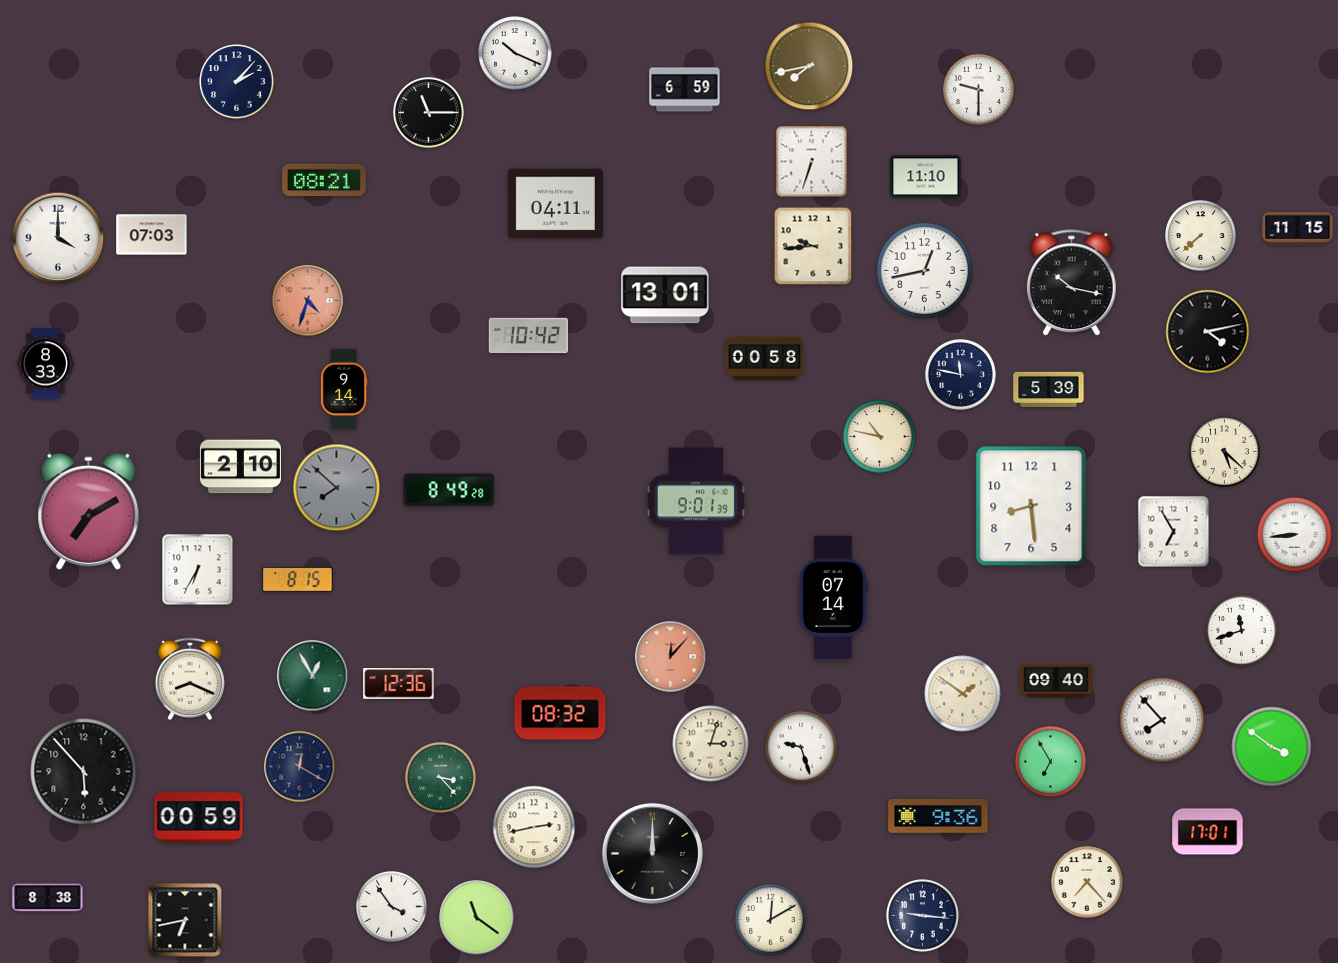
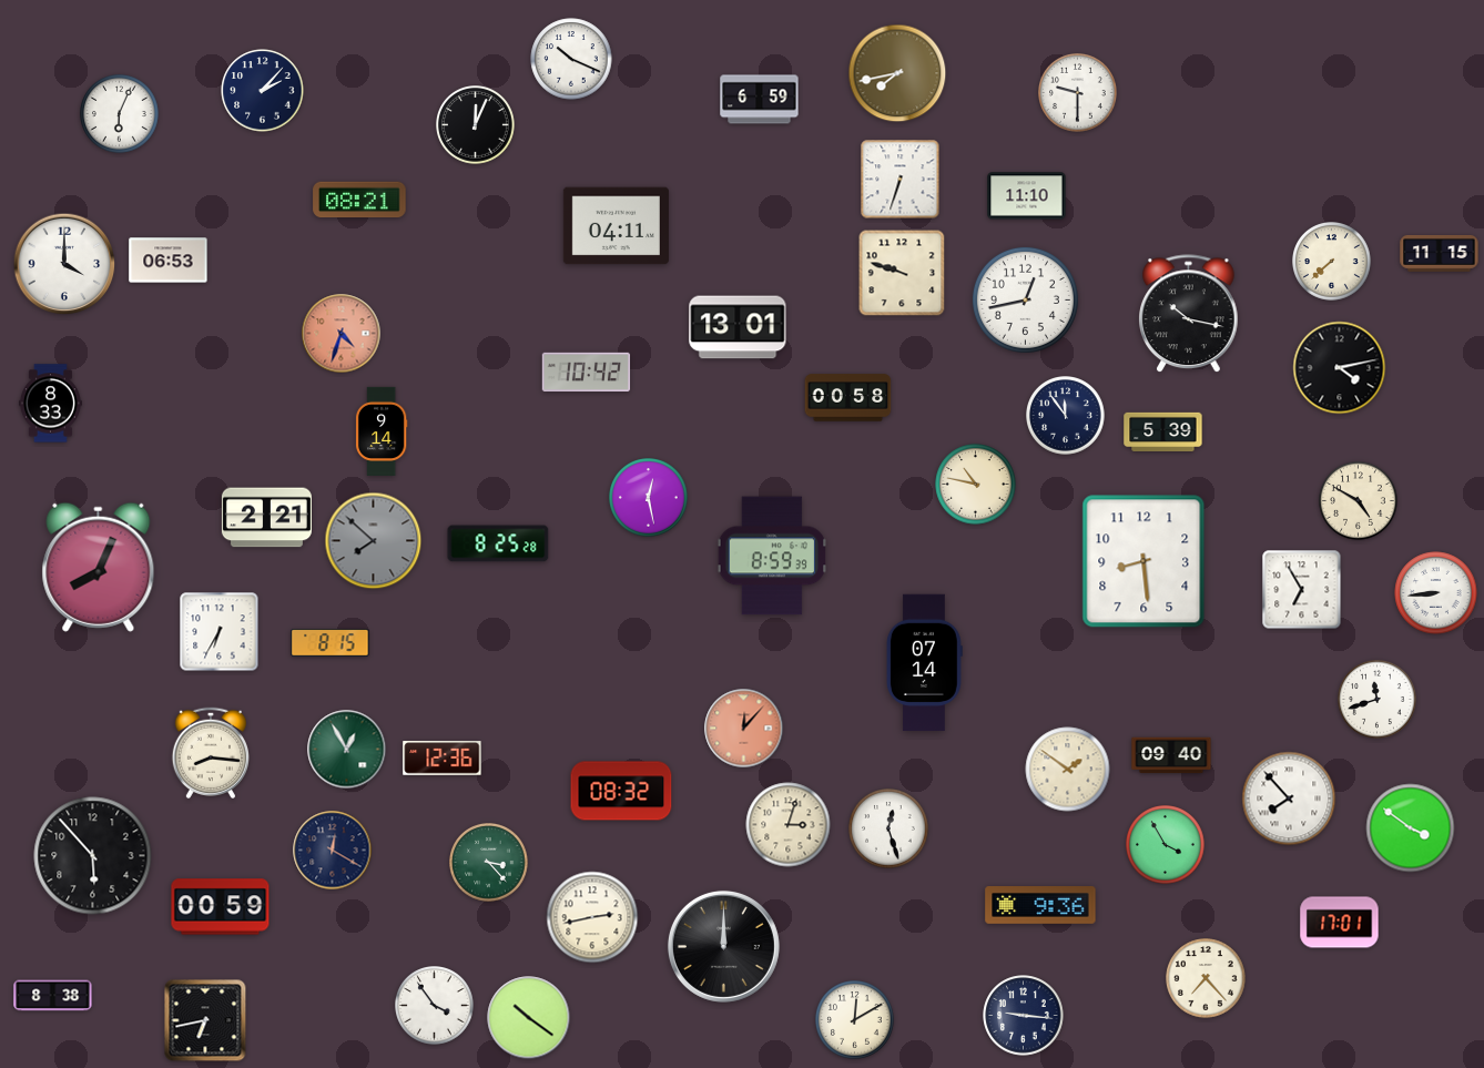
clock at (979, 90) position: (979, 90) -> (1078, 93)
clock at (120, 114): none -> 6:04
clock at (429, 113): 11:15 -> 12:04
clock at (152, 235): 07:03 -> 06:53
clock at (813, 246): 9:44 -> 9:48
clock at (961, 375): 11:47 -> 11:54
clock at (649, 498): none -> 12:28
clock at (1225, 452): 5:22 -> 4:50
clock at (240, 467): 2:10 -> 2:21
clock at (449, 490): 8:49 -> 8:25
clock at (695, 501): 9:01 -> 8:59
clock at (89, 511): 7:10 -> 8:04
clock at (189, 679): 8:19 -> 8:16
clock at (801, 747): 9:27 -> 12:27
clock at (1051, 762): 6:55 -> 3:55
clock at (477, 918): 11:21 -> 10:21
